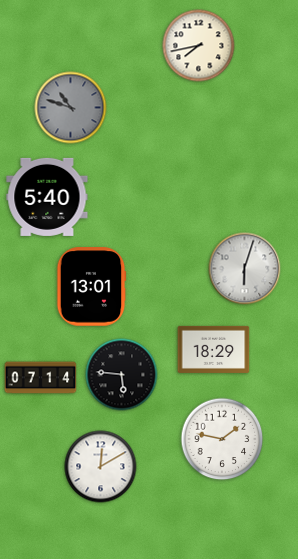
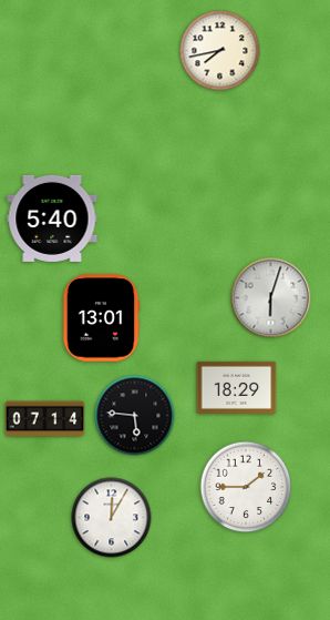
clock at (71, 108): 10:48 -> none
clock at (222, 439): 1:47 -> 1:45
clock at (101, 467): 12:10 -> 12:05
